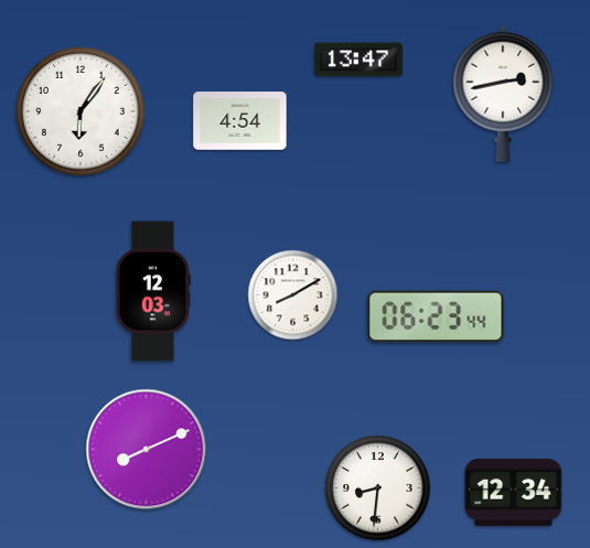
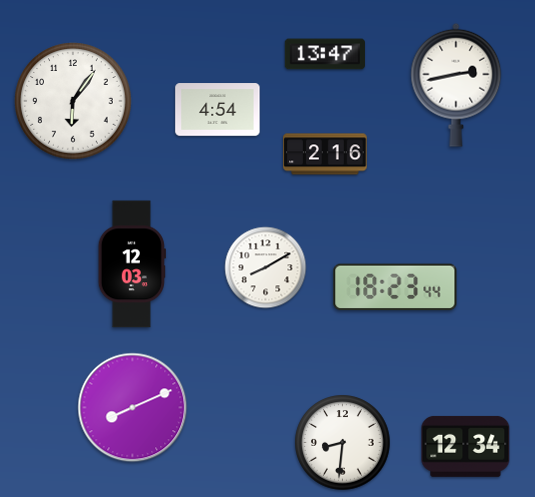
clock at (325, 154): none -> 2:16
clock at (153, 291) position: (153, 291) -> (132, 264)
clock at (436, 316): 06:23 -> 18:23
